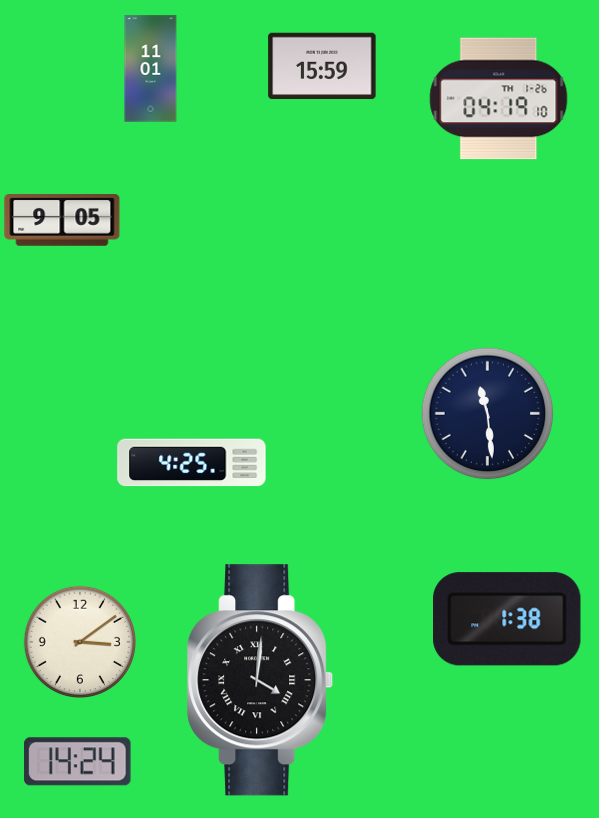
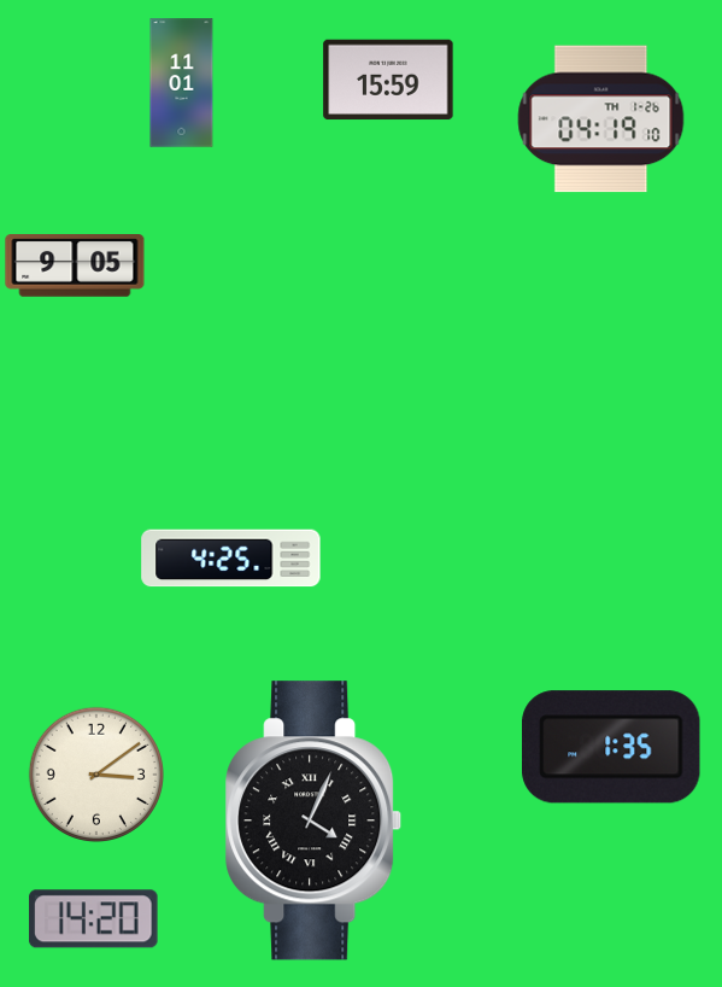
clock at (488, 414): 11:29 -> none
clock at (508, 619): 1:38 -> 1:35
clock at (261, 680): 4:01 -> 4:04
clock at (78, 762): 14:24 -> 14:20
